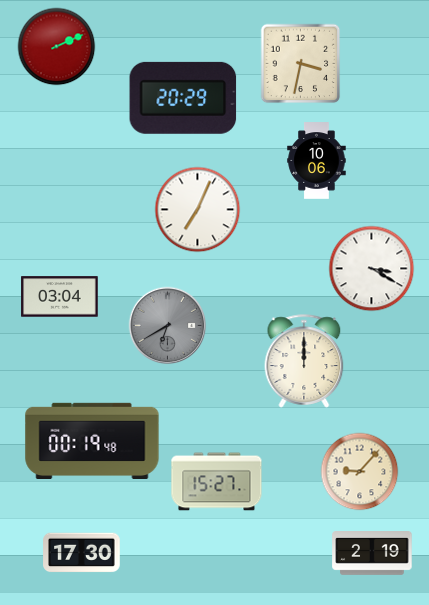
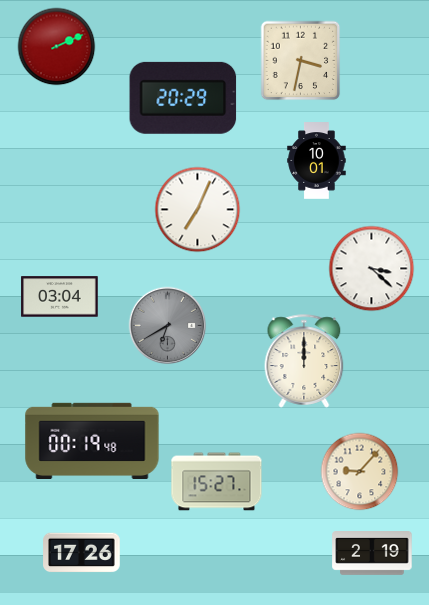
clock at (300, 63) position: (300, 63) -> (300, 60)
clock at (317, 161): 10:06 -> 10:01
clock at (371, 268): 3:20 -> 3:22
clock at (82, 553): 17:30 -> 17:26
